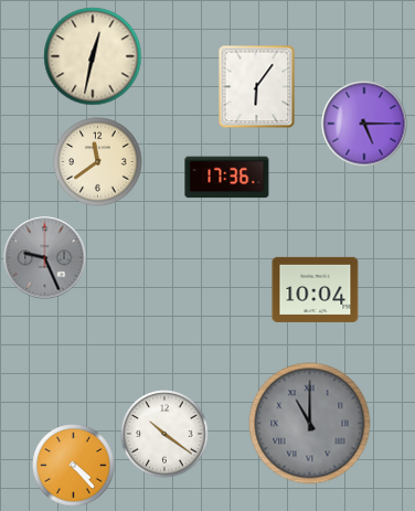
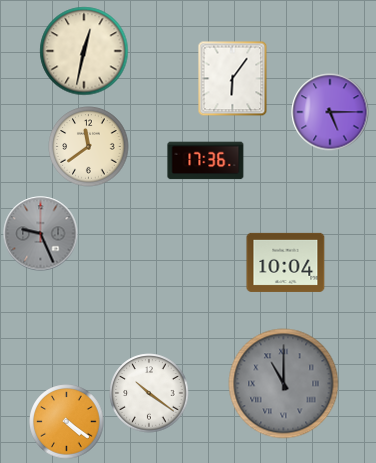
clock at (310, 424) position: (310, 424) -> (284, 384)
clock at (74, 466): 4:23 -> 4:21
